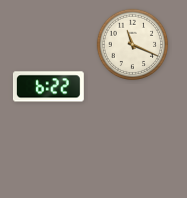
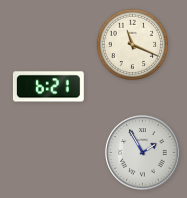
clock at (48, 87): 6:22 -> 6:21
clock at (143, 153): none -> 1:55
